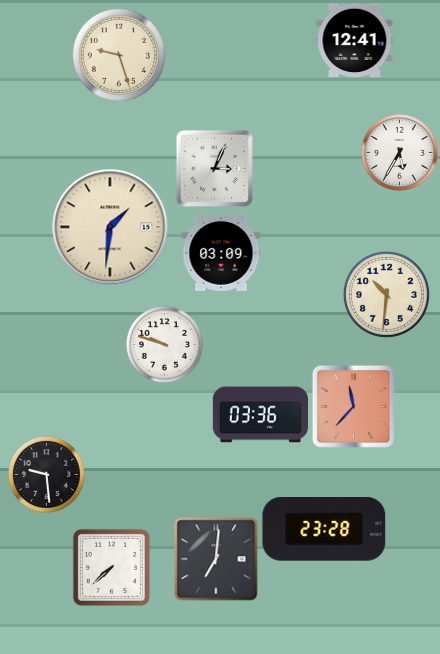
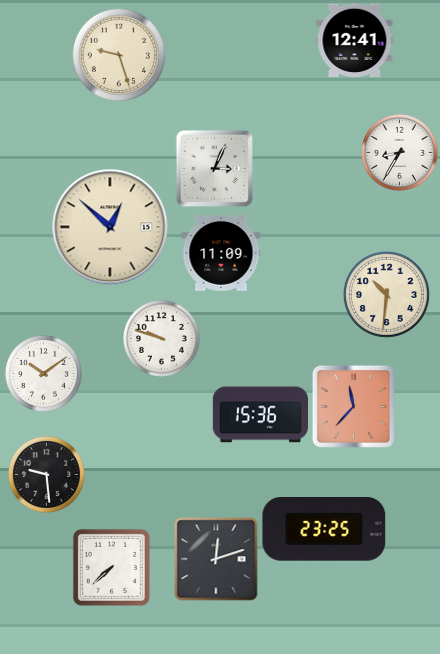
clock at (399, 152): 5:35 -> 8:35
clock at (110, 227): 1:31 -> 12:52
clock at (221, 253): 03:09 -> 11:09
clock at (164, 344) position: (164, 344) -> (161, 338)
clock at (43, 373): none -> 10:09
clock at (260, 415): 03:36 -> 15:36
clock at (324, 530): 23:28 -> 23:25
clock at (216, 559): 7:01 -> 12:12
